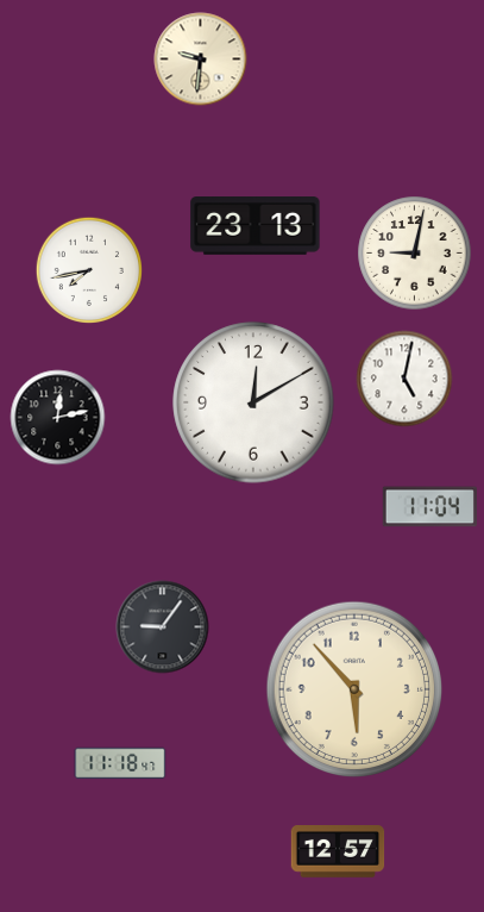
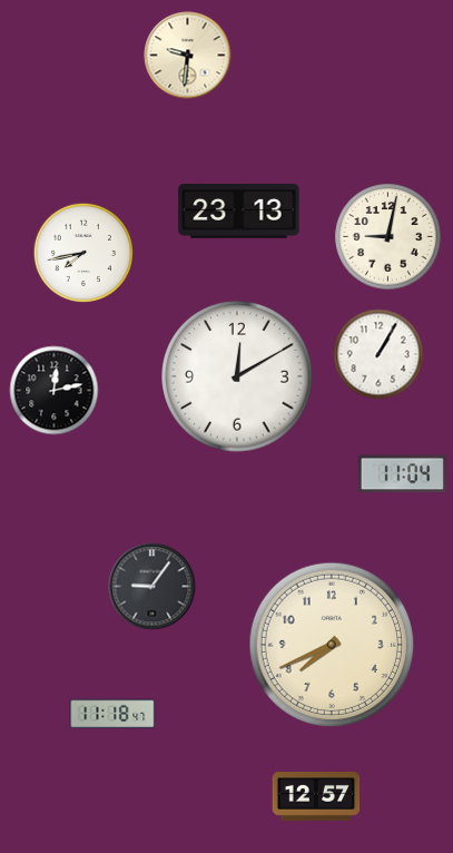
clock at (404, 379): 5:02 -> 1:05
clock at (354, 689): 5:53 -> 7:41
